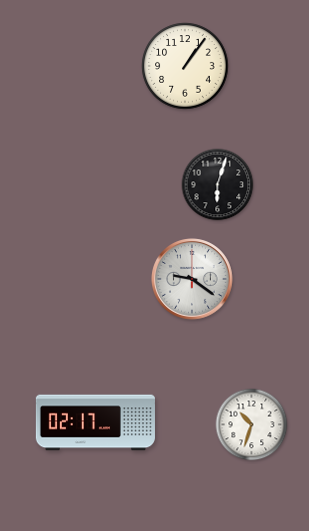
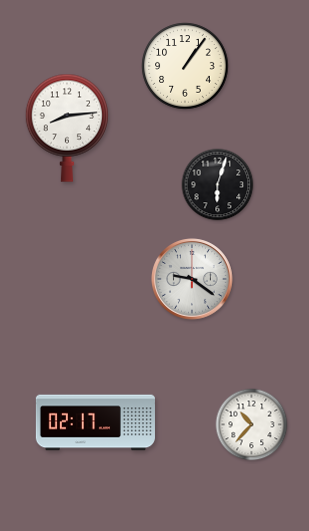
clock at (66, 128): none -> 8:14
clock at (252, 425): 10:33 -> 10:37
